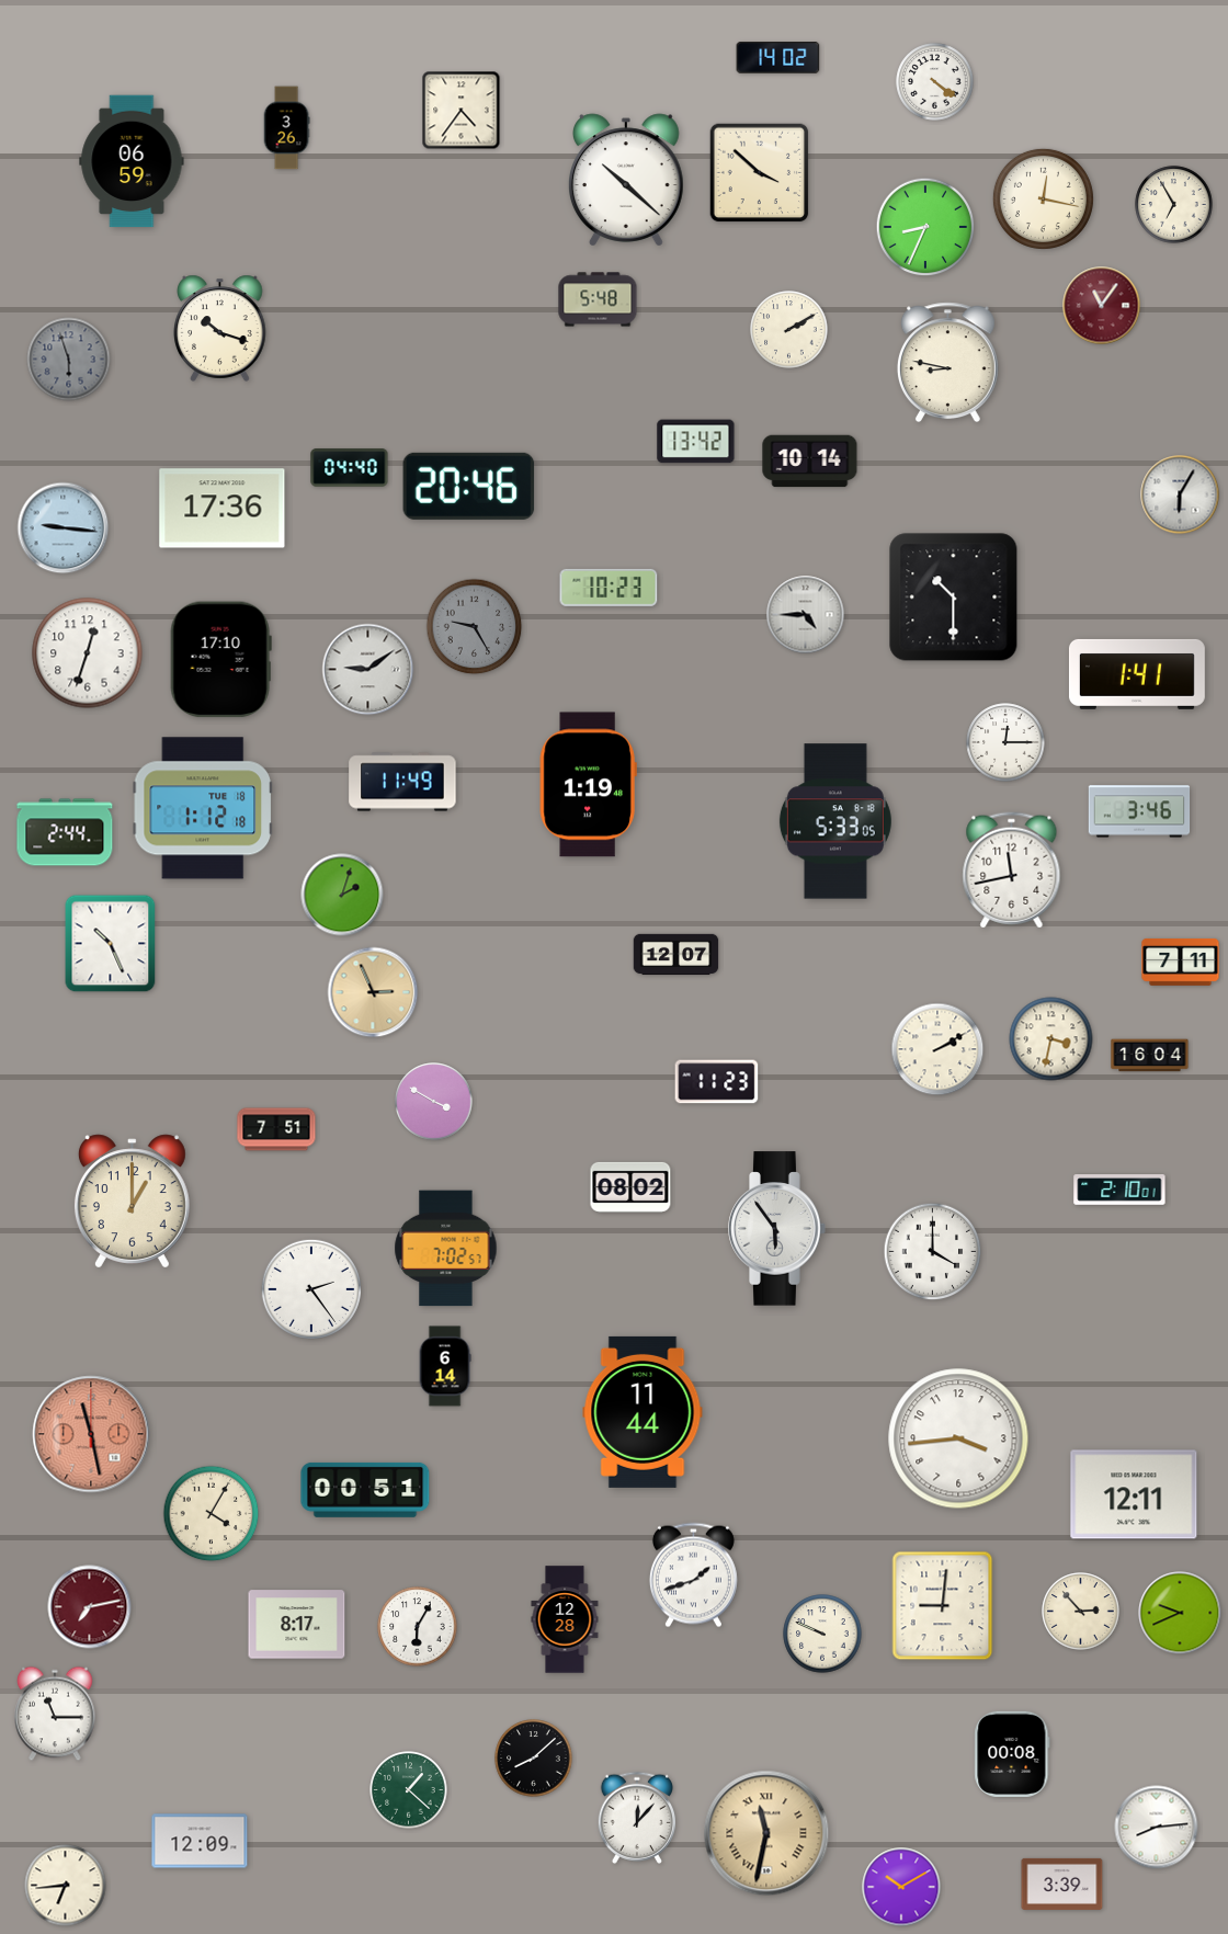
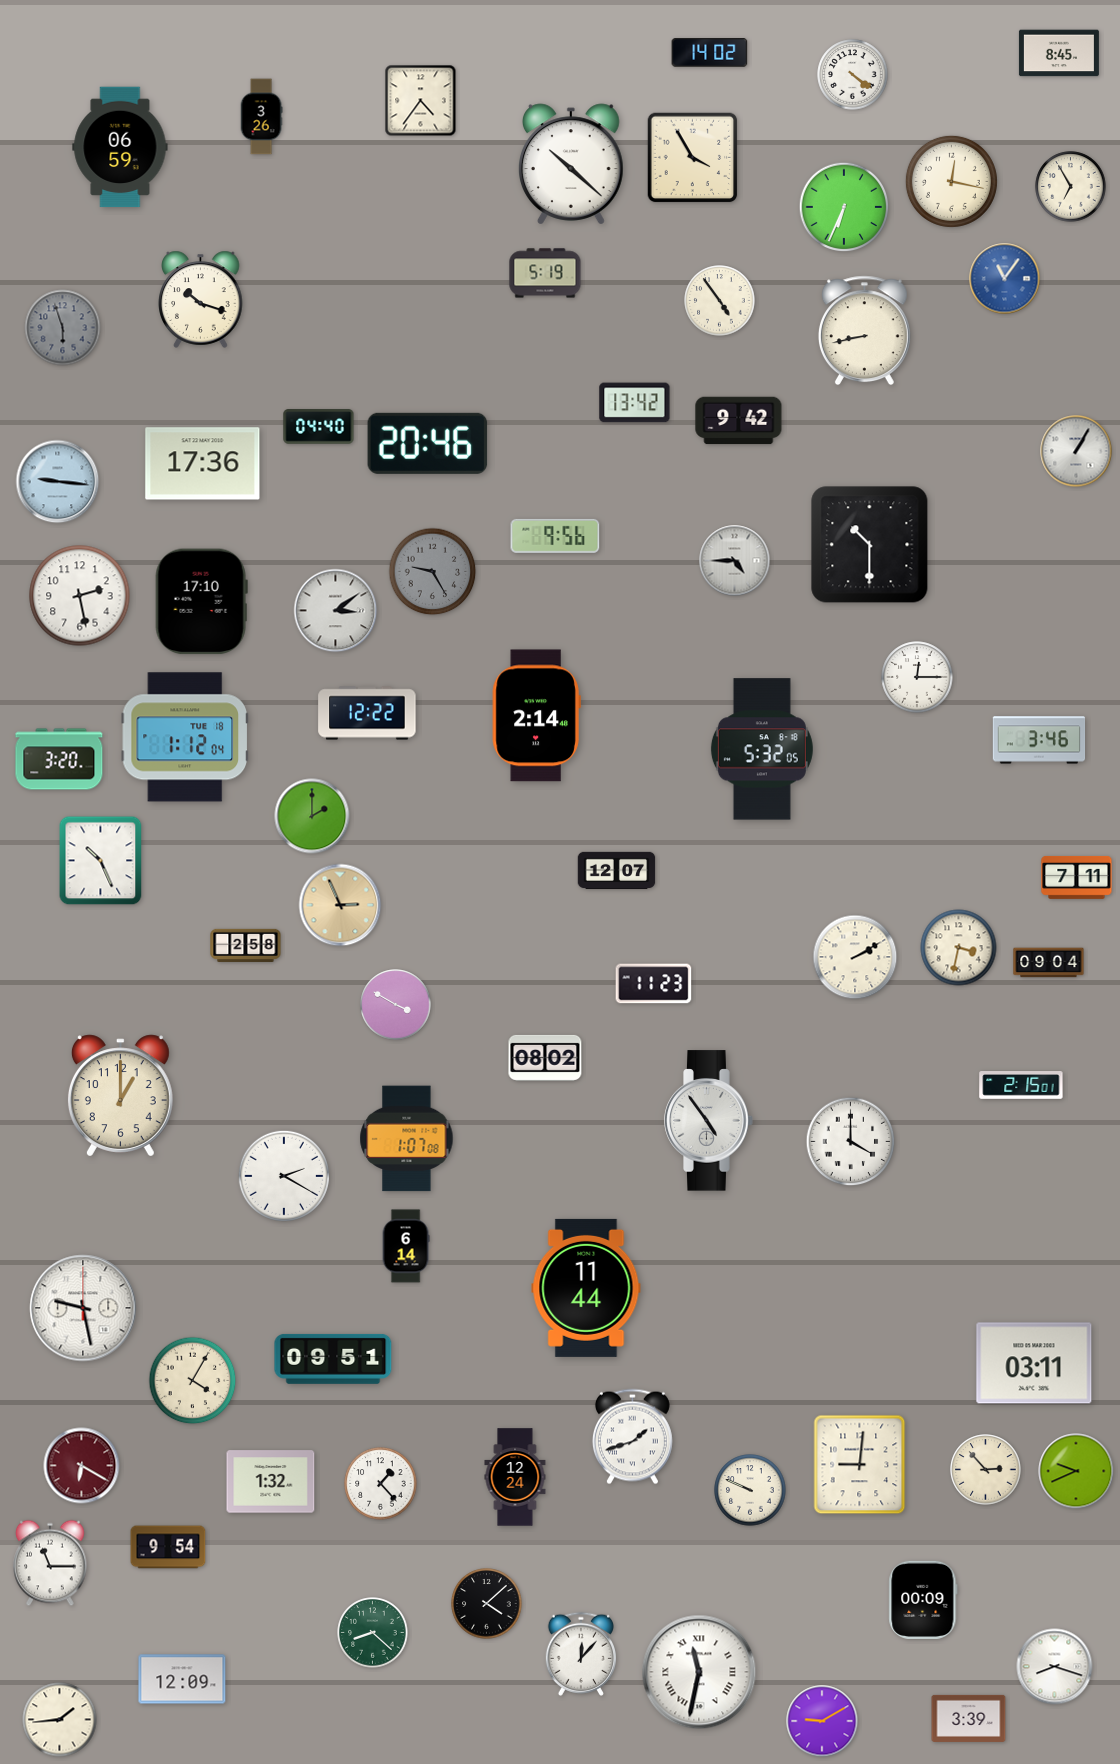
clock at (1059, 53): none -> 8:45
clock at (760, 173): 3:52 -> 3:55
clock at (925, 227): 8:34 -> 6:34
clock at (598, 299): 5:48 -> 5:19
clock at (1102, 306) dial: burgundy -> blue
clock at (789, 330): 2:10 -> 4:54
clock at (947, 363): 8:47 -> 8:43
clock at (810, 462): 10:14 -> 9:42
clock at (1180, 494): 6:05 -> 1:05
clock at (609, 588): 10:23 -> 9:56
clock at (88, 653): 12:33 -> 2:28
clock at (368, 670): 9:09 -> 3:09
clock at (1137, 674): 1:41 -> none
clock at (402, 782): 11:49 -> 12:22
clock at (588, 785): 1:19 -> 2:14
clock at (202, 808): 1:12:18 -> 1:12:04
clock at (835, 821): 5:33 -> 5:32
clock at (65, 832): 2:44 -> 3:20
clock at (1012, 871): 11:43 -> none
clock at (342, 895): 2:03 -> 2:00
clock at (246, 945): none -> 2:58
clock at (1150, 1056): 16:04 -> 09:04
clock at (717, 1082) position: (717, 1082) -> (654, 984)
clock at (276, 1129): 7:51 -> none
clock at (630, 1187) position: (630, 1187) -> (545, 1058)
clock at (1119, 1191): 2:10 -> 2:15
clock at (777, 1229): 5:54 -> 4:54
clock at (446, 1249): 7:02 -> 1:07
clock at (311, 1289): 2:24 -> 2:20
clock at (91, 1434): 11:28 -> 9:28
clock at (91, 1434) dial: salmon -> white
clock at (958, 1438): 3:44 -> none
clock at (365, 1490): 00:51 -> 09:51
clock at (1134, 1494): 12:11 -> 03:11
clock at (90, 1607): 7:13 -> 6:20
clock at (565, 1619): 12:28 -> 12:24
clock at (297, 1625): 8:17 -> 1:32
clock at (418, 1627): 6:05 -> 1:23
clock at (168, 1547): none -> 9:54
clock at (1012, 1754): 00:08 -> 00:09
clock at (534, 1759): 8:08 -> 4:08
clock at (409, 1790): 1:22 -> 8:22
clock at (636, 1818) position: (636, 1818) -> (580, 1654)
clock at (1157, 1828): 8:14 -> 8:18
clock at (766, 1833) dial: champagne -> white
clock at (66, 1886): 6:44 -> 1:44
clock at (901, 1887): 10:10 -> 9:10
